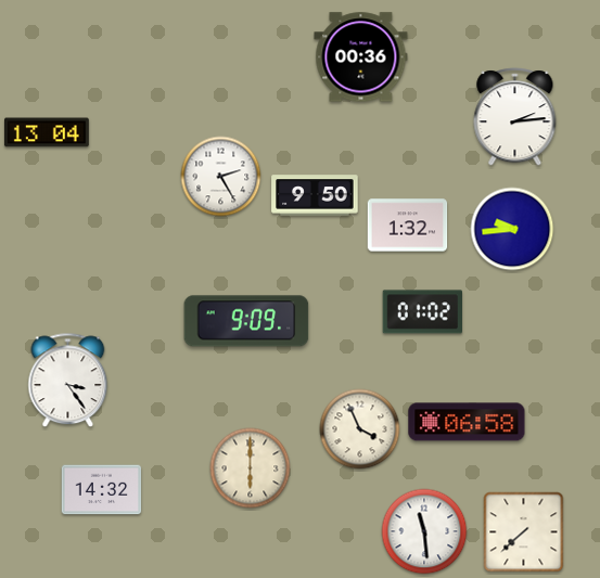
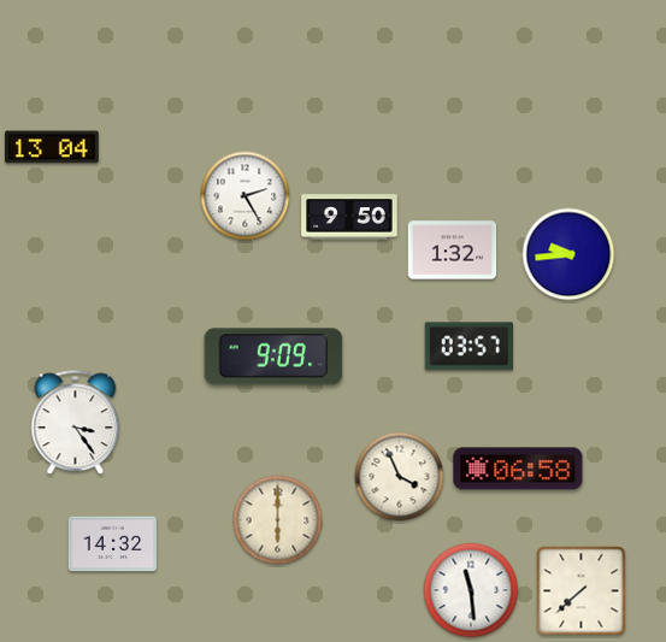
clock at (361, 57): 00:36 -> none
clock at (515, 117): 2:14 -> none
clock at (422, 312): 01:02 -> 03:57
